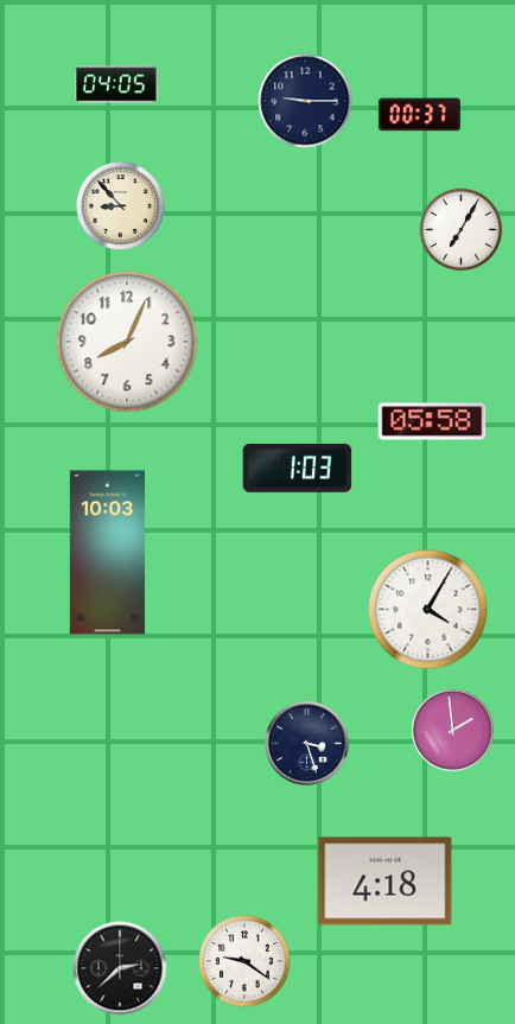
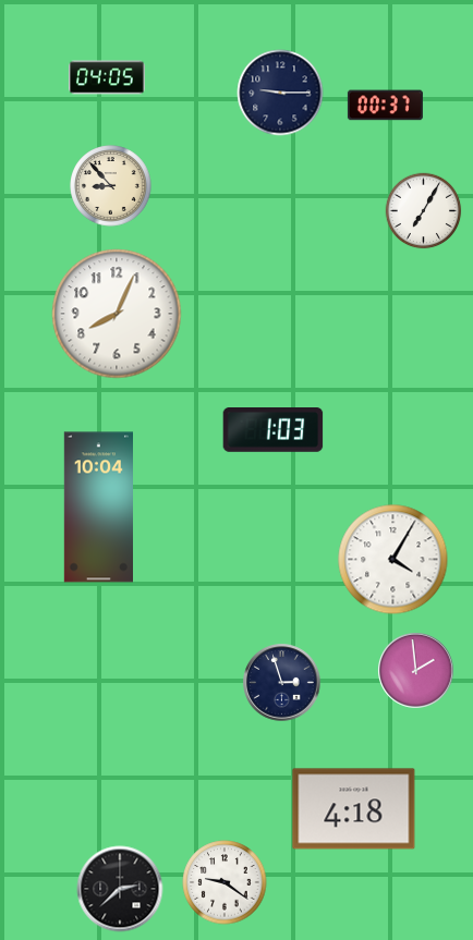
clock at (121, 206) position: (121, 206) -> (111, 186)
clock at (432, 421): 05:58 -> none
clock at (107, 553): 10:03 -> 10:04
clock at (307, 744): 3:27 -> 2:57
clock at (120, 968) position: (120, 968) -> (120, 889)
